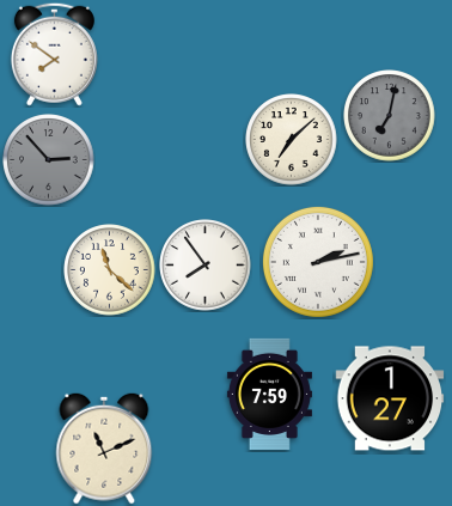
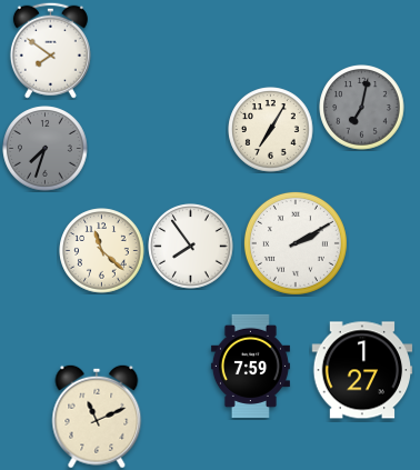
clock at (292, 140): 7:08 -> 7:05
clock at (49, 160): 2:53 -> 7:33
clock at (318, 262): 2:13 -> 2:10
